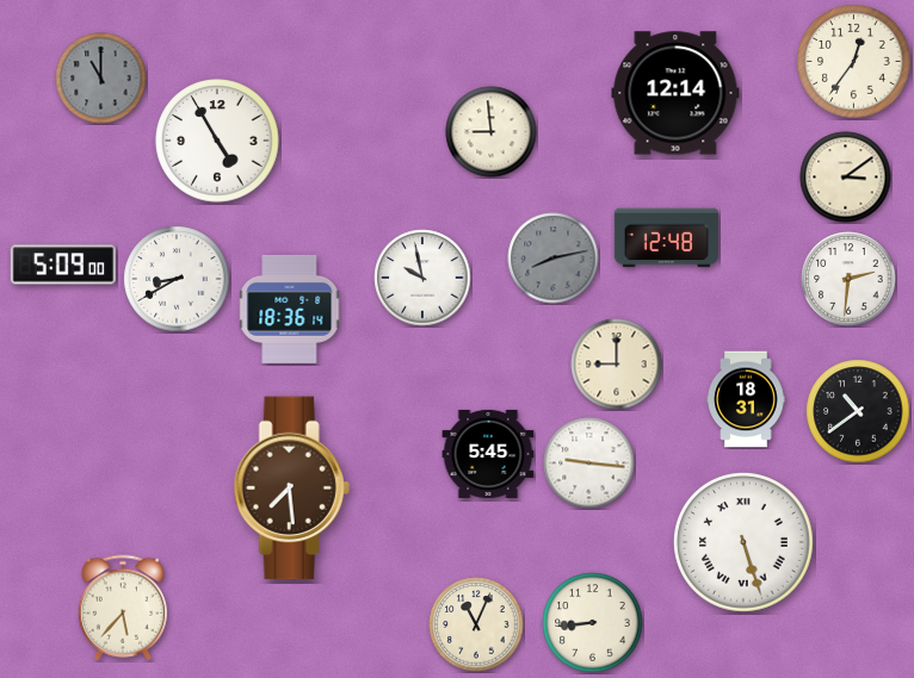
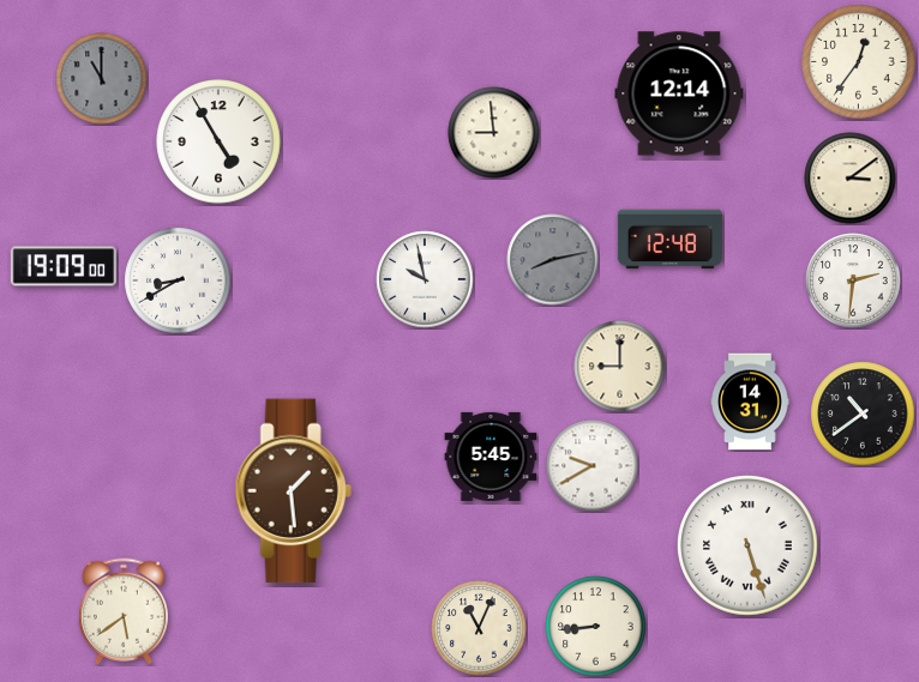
clock at (554, 259) position: (554, 259) -> (553, 260)
clock at (63, 265): 5:09 -> 19:09
clock at (290, 309): 18:36 -> none
clock at (746, 399): 18:31 -> 14:31
clock at (589, 464): 9:16 -> 9:40
clock at (291, 489): 7:29 -> 1:29
clock at (123, 608): 5:37 -> 5:39
